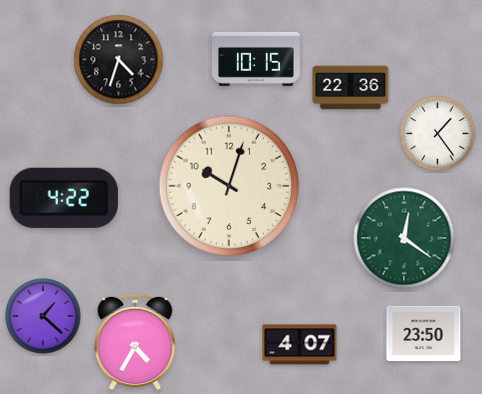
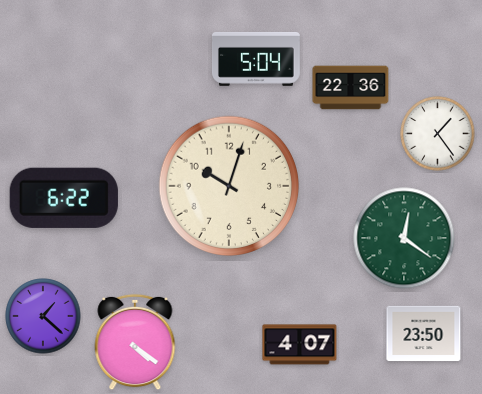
clock at (256, 59): 10:15 -> 5:04
clock at (119, 60): 4:33 -> none
clock at (64, 198): 4:22 -> 6:22
clock at (135, 342): 4:35 -> 4:21
